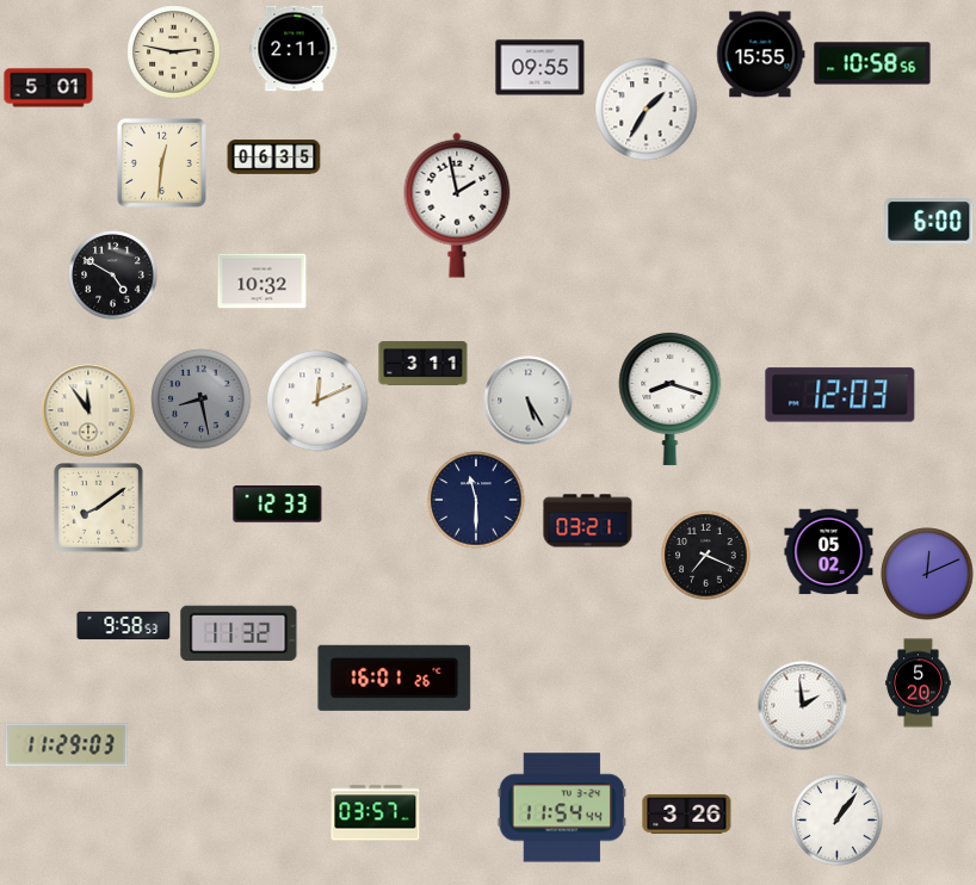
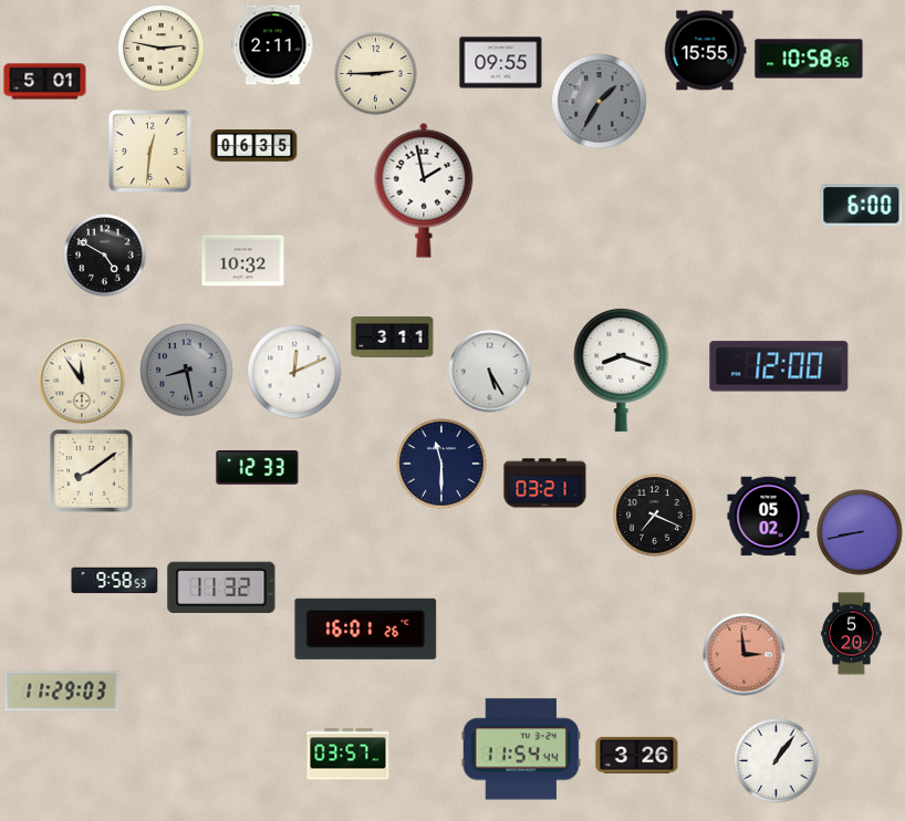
clock at (376, 74): none -> 2:45
clock at (647, 110) dial: white -> grey
clock at (840, 395): 12:03 -> 12:00
clock at (829, 552) position: (829, 552) -> (769, 517)
clock at (927, 574): 12:11 -> 8:43
clock at (803, 706): 1:59 -> 2:59
clock at (803, 706) dial: white -> salmon
